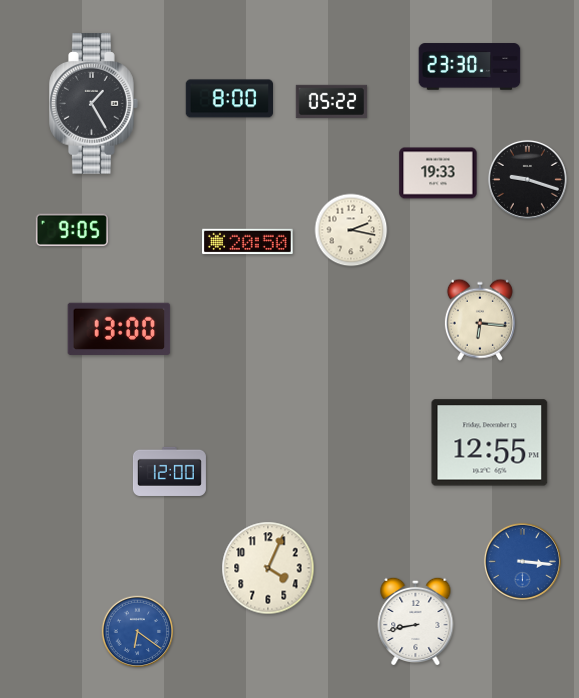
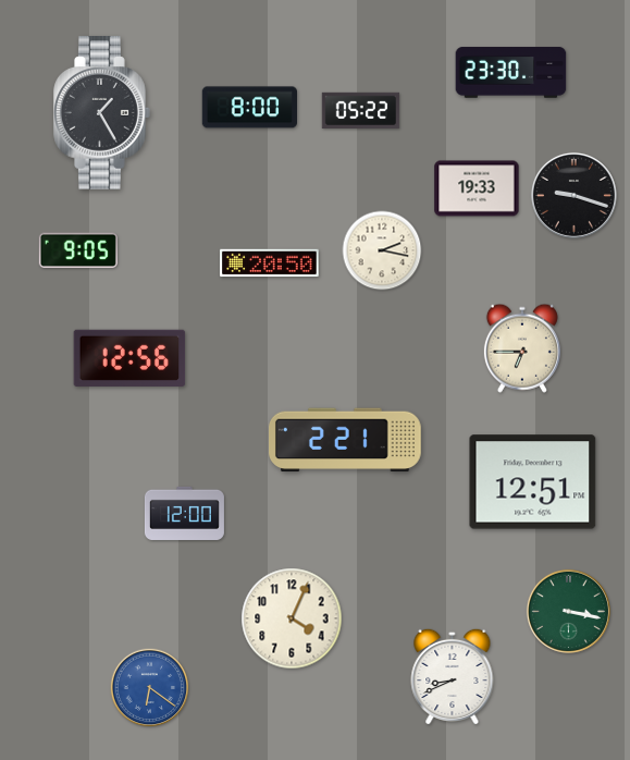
clock at (480, 320): 6:16 -> 6:45
clock at (119, 329): 13:00 -> 12:56
clock at (346, 440): none -> 2:21
clock at (490, 443): 12:55 -> 12:51
clock at (522, 561): 3:16 -> 3:17
clock at (522, 561) dial: blue -> green
clock at (416, 621): 8:43 -> 8:41
